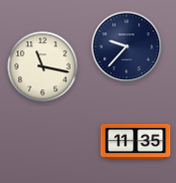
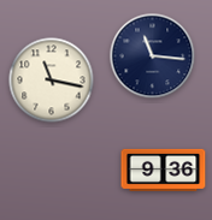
clock at (127, 47): 9:37 -> 11:16
clock at (136, 141): 11:35 -> 9:36
